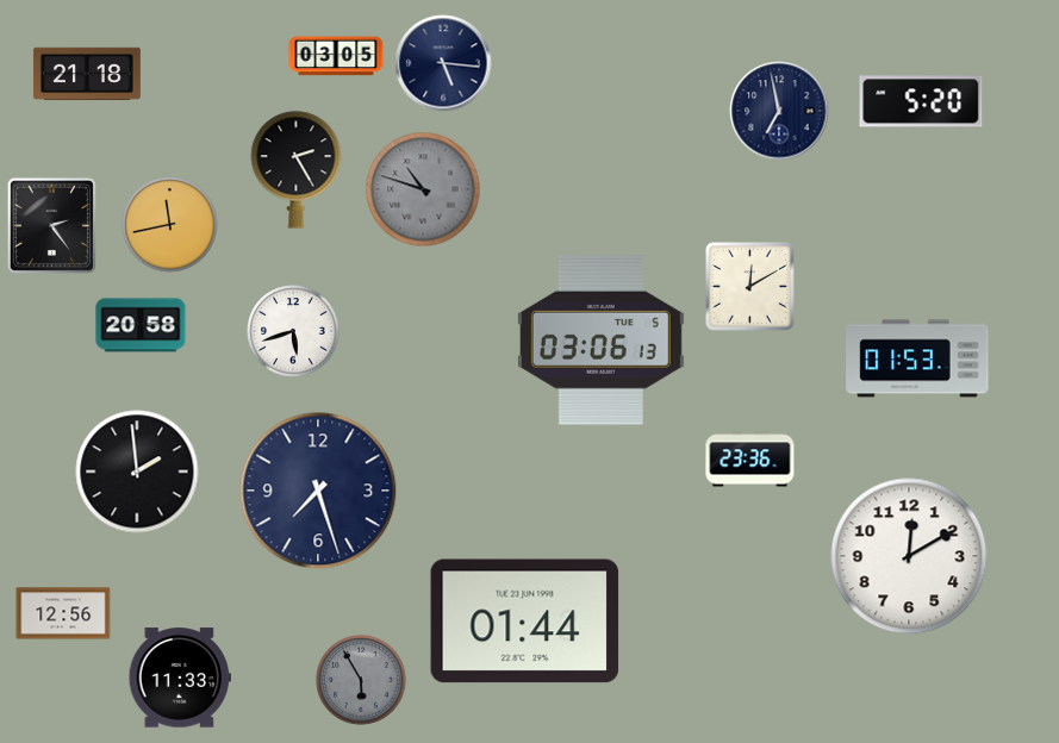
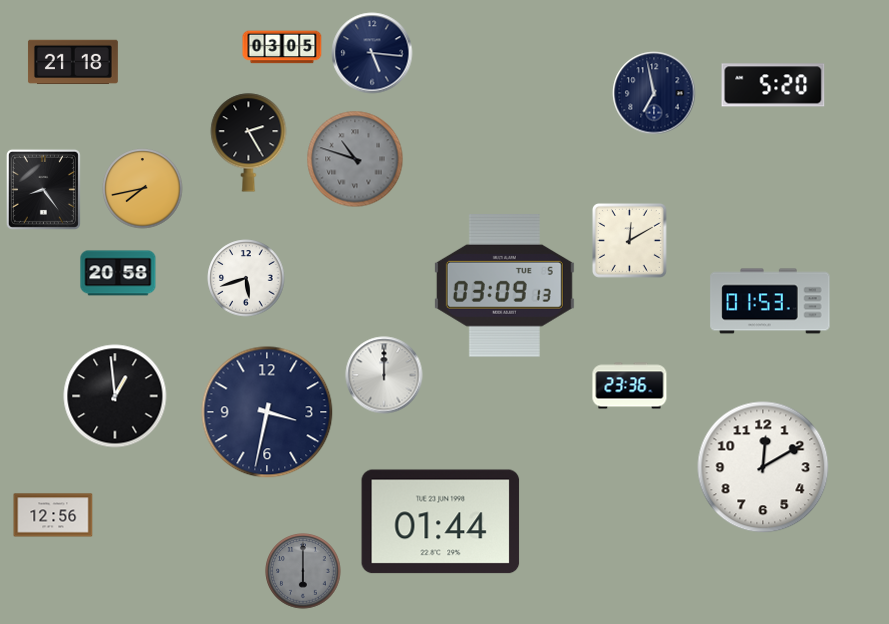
clock at (51, 225): 2:24 -> 8:24
clock at (170, 225): 11:43 -> 7:43
clock at (600, 341): 03:06 -> 03:09
clock at (384, 375): none -> 12:00
clock at (137, 472): 1:59 -> 12:59
clock at (318, 491): 7:27 -> 3:32
clock at (180, 678): 11:33 -> none
clock at (361, 680): 5:55 -> 6:00
